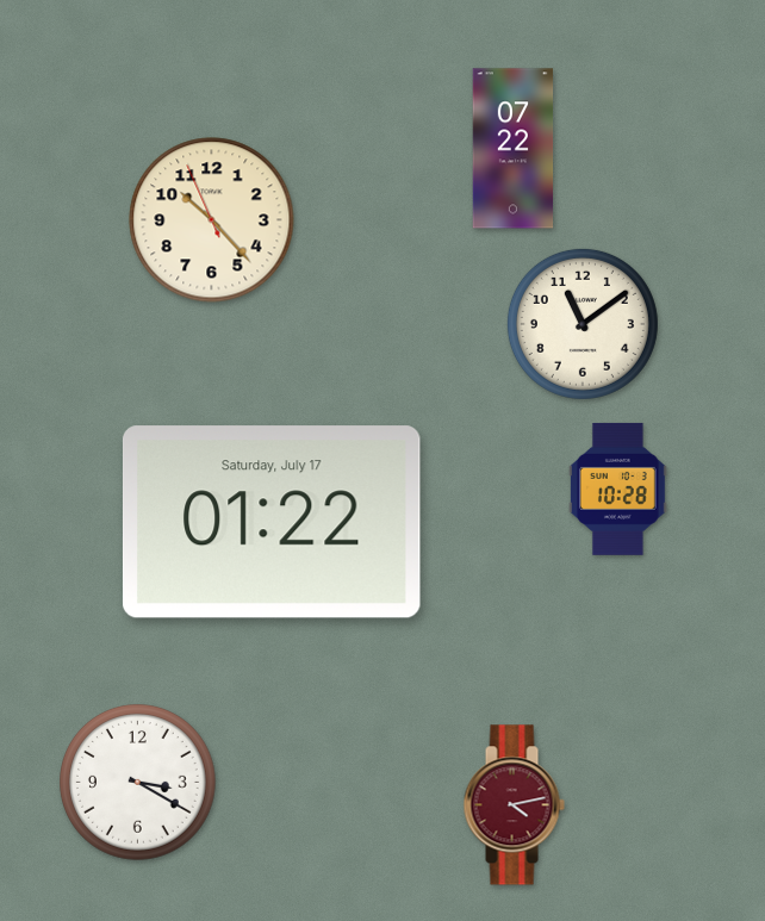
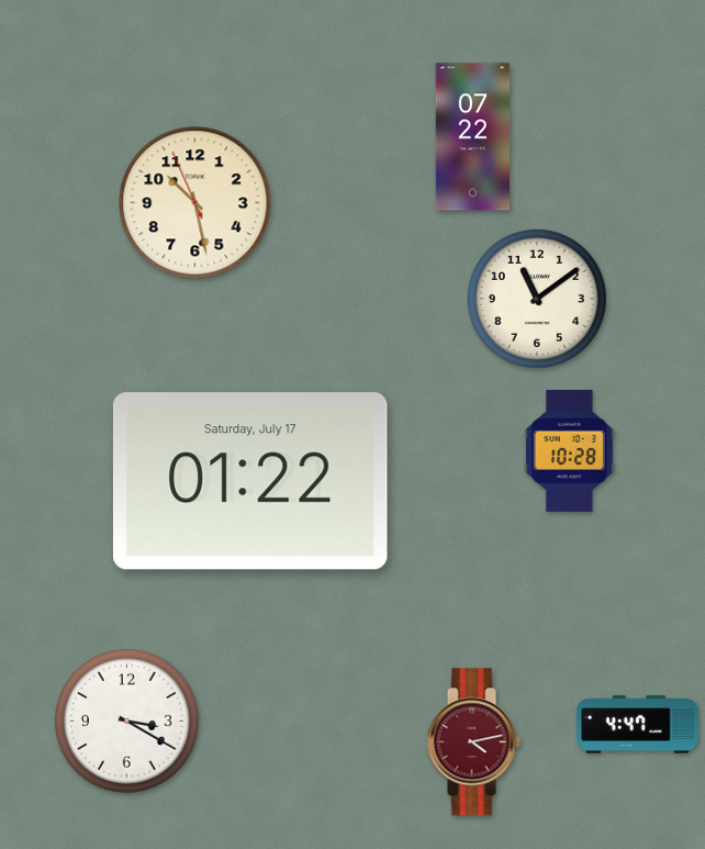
clock at (212, 220): 10:22 -> 10:27
clock at (637, 725): none -> 4:47
